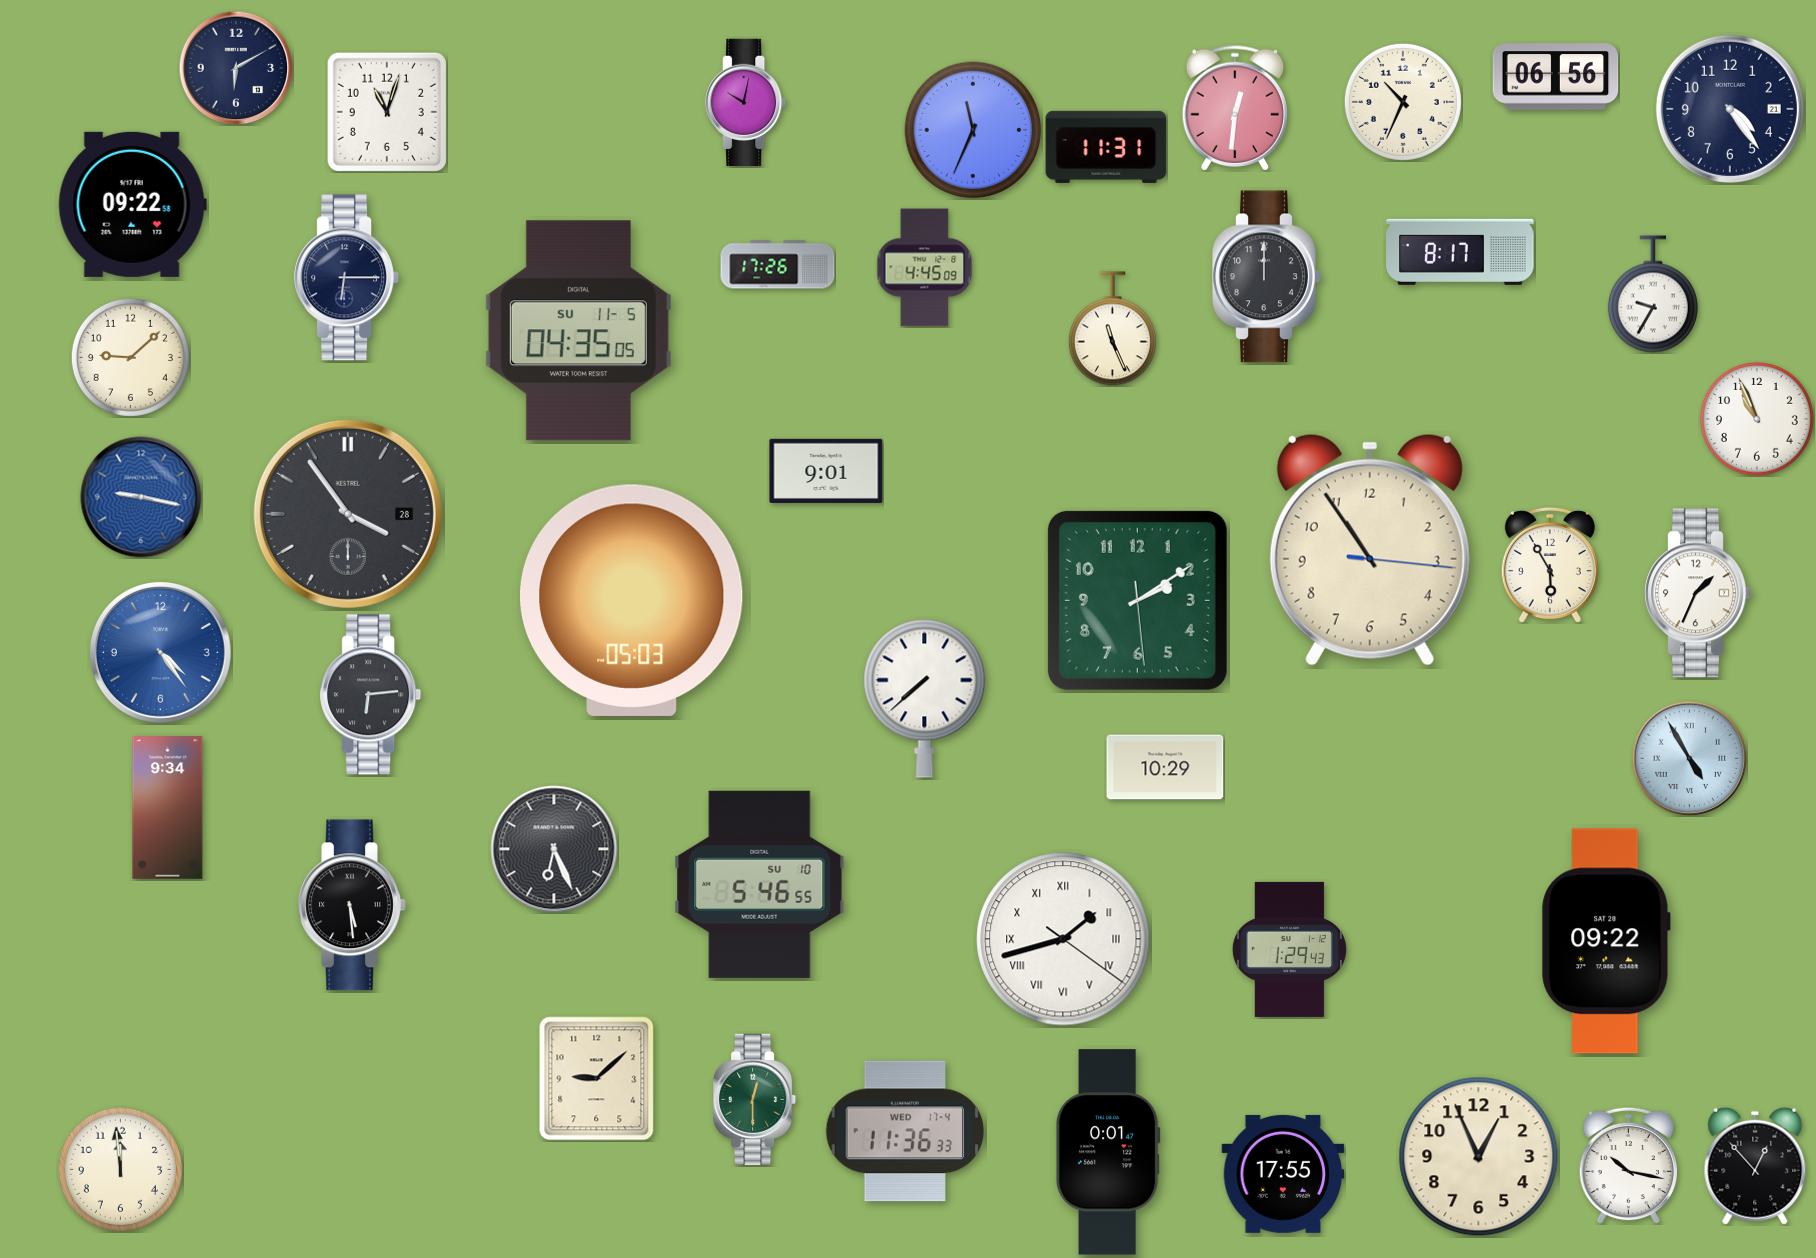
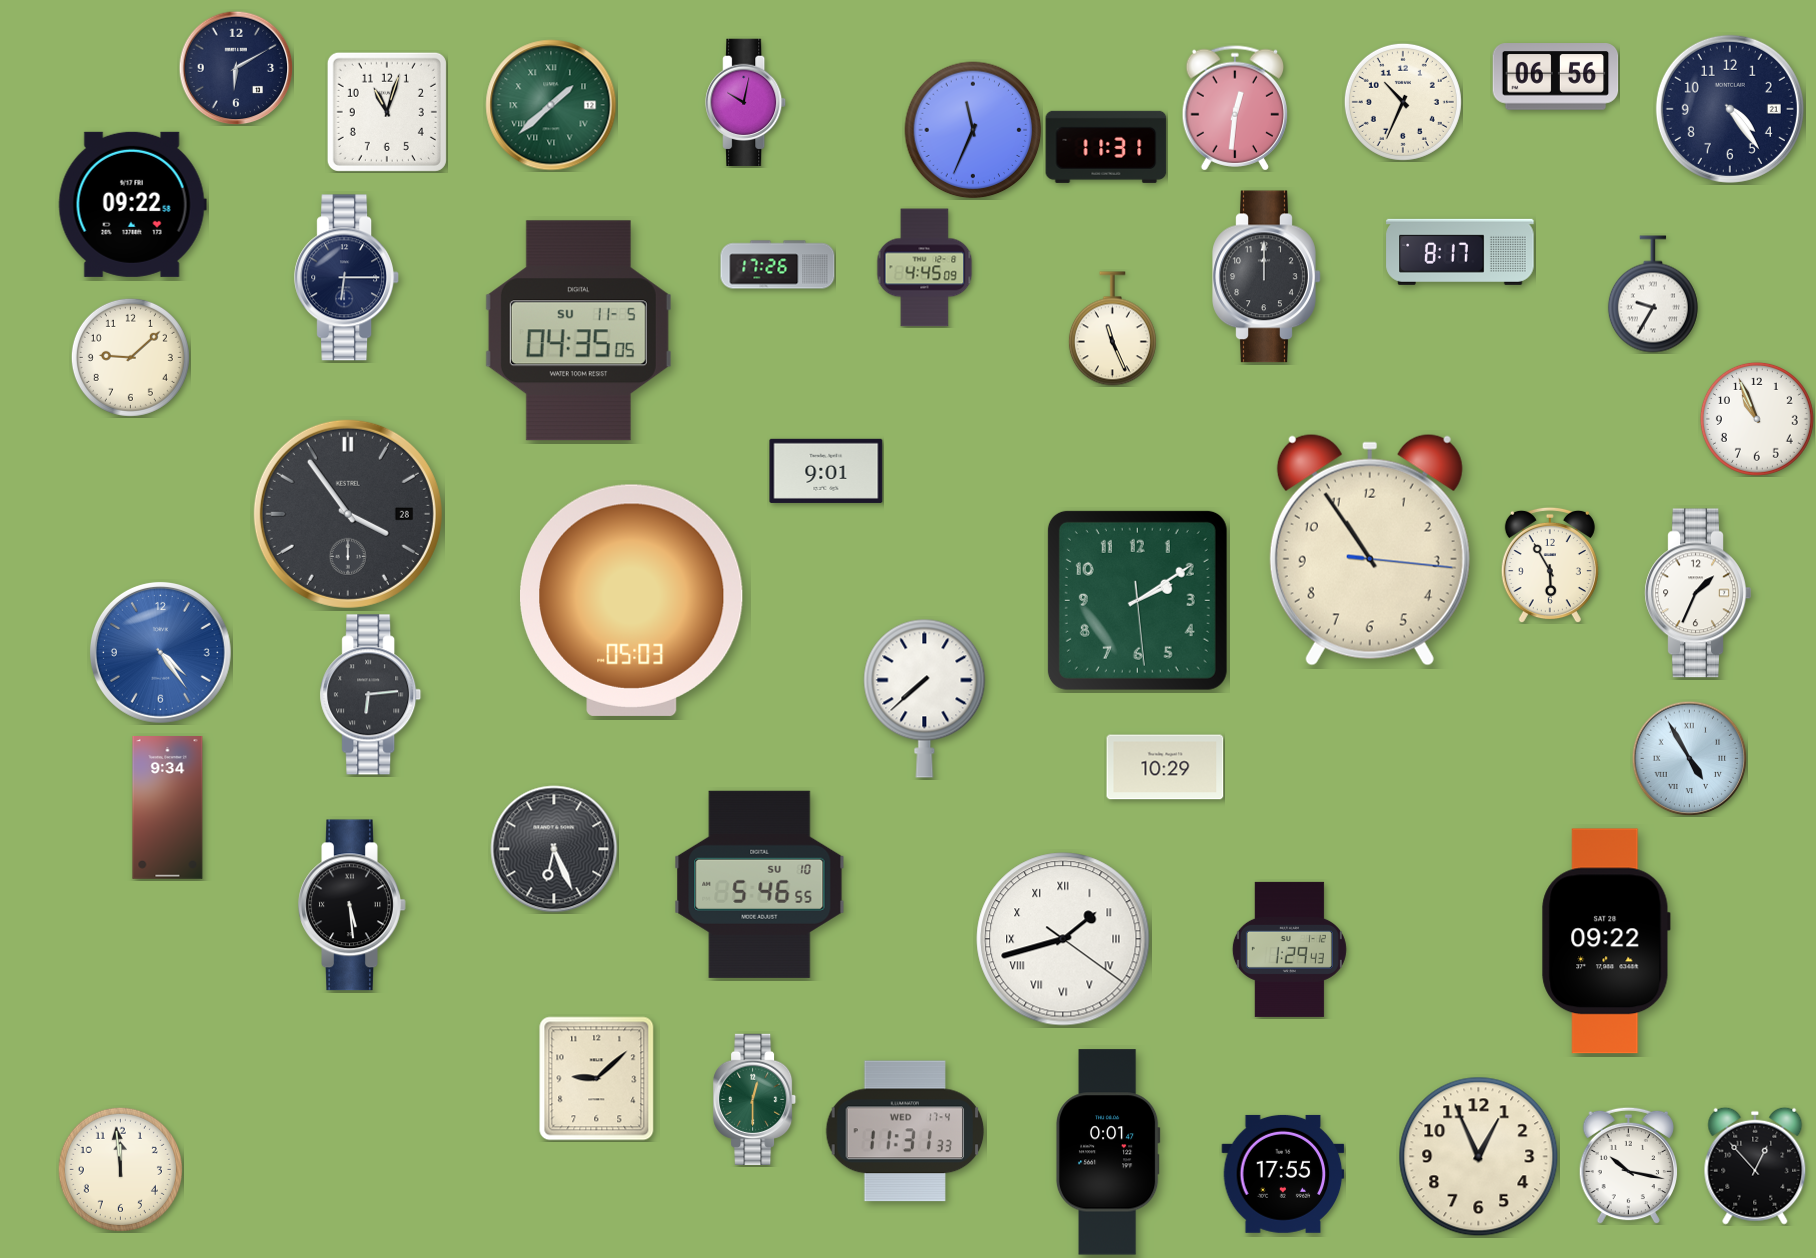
clock at (551, 105): none -> 1:38
clock at (141, 497): 9:17 -> none
clock at (905, 1131): 11:36 -> 11:31
